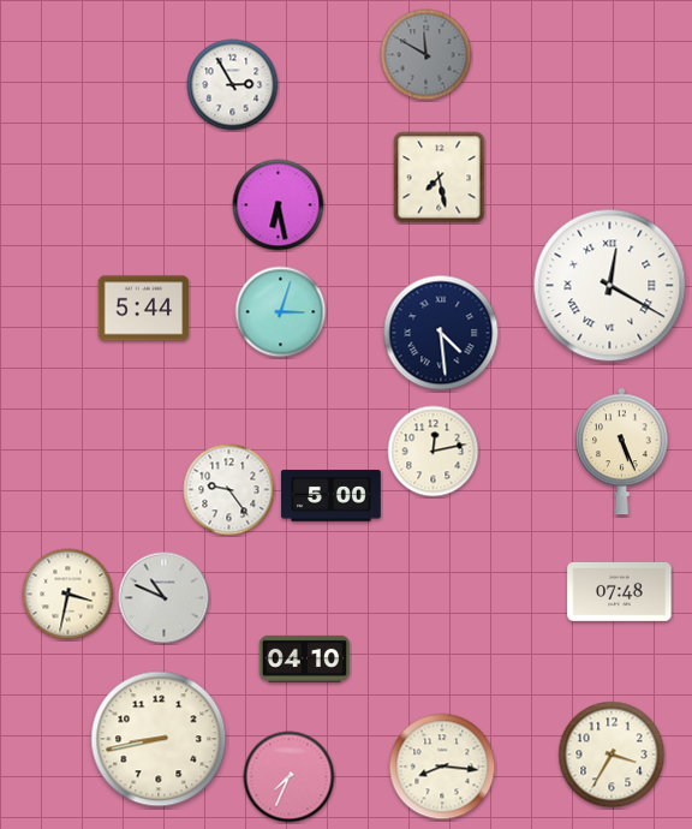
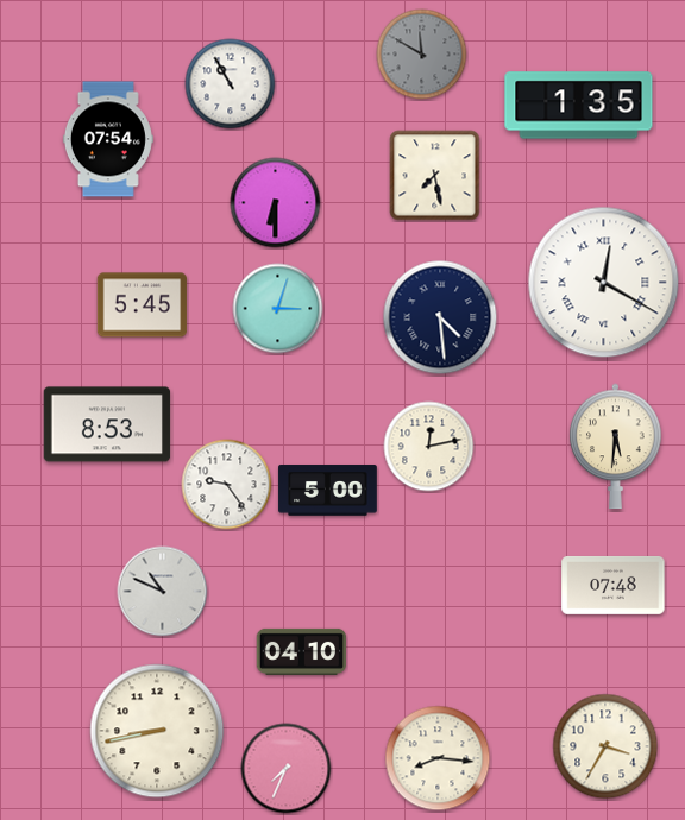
clock at (233, 85): 2:55 -> 10:55
clock at (579, 106): none -> 1:35
clock at (108, 139): none -> 07:54
clock at (279, 205): 6:28 -> 6:30
clock at (144, 309): 5:44 -> 5:45
clock at (441, 333) position: (441, 333) -> (440, 317)
clock at (107, 424): none -> 8:53
clock at (622, 452): 5:26 -> 5:31
clock at (68, 595): 3:32 -> none
